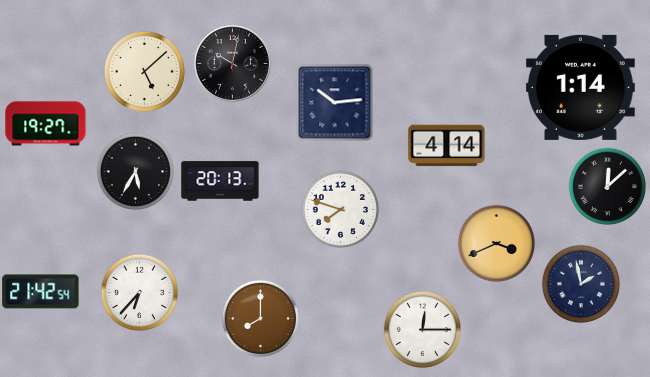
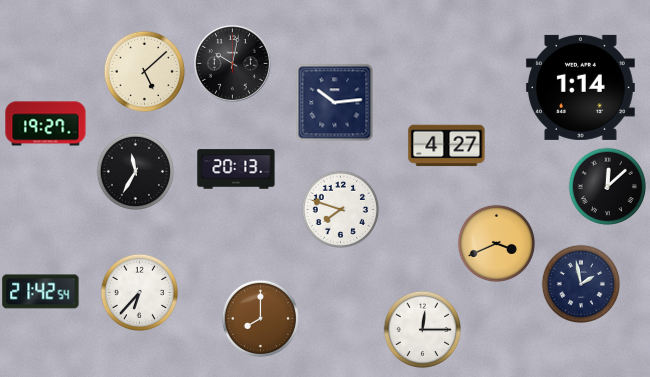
clock at (447, 146): 4:14 -> 4:27
clock at (135, 171): 5:35 -> 11:35
clock at (220, 181) position: (220, 181) -> (236, 169)
